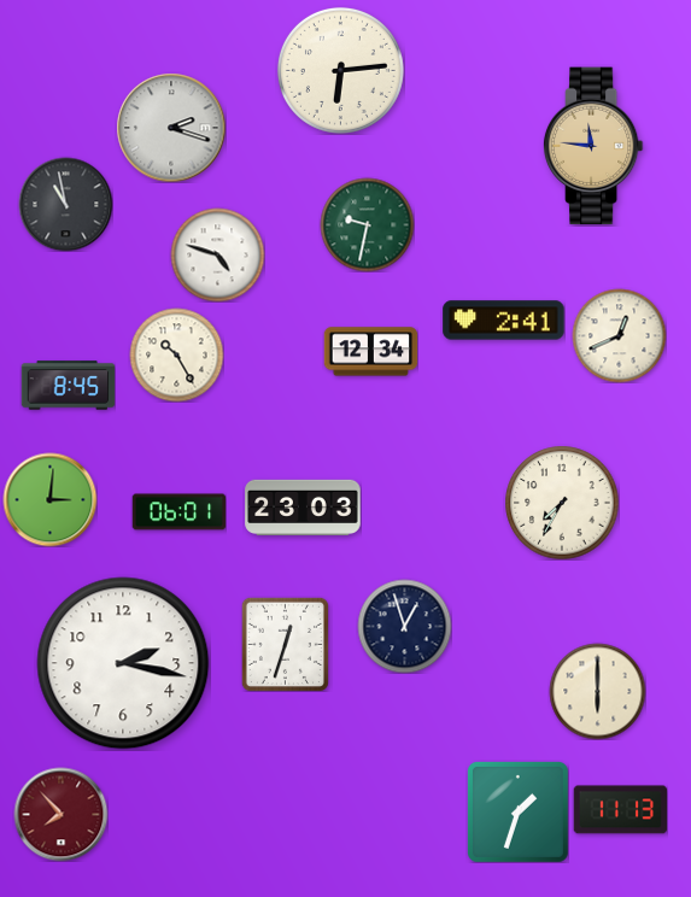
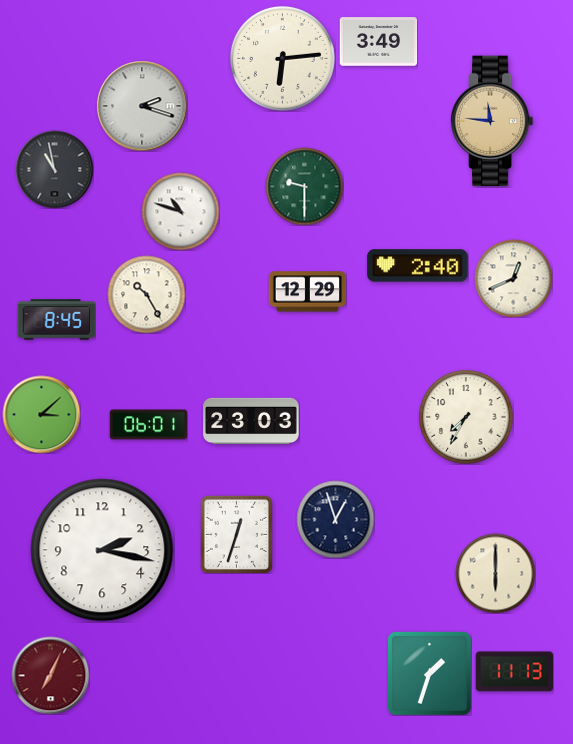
clock at (378, 42): none -> 3:49
clock at (367, 224): 9:32 -> 9:30
clock at (217, 254): 4:48 -> 10:48
clock at (504, 321): 2:41 -> 2:40
clock at (370, 352): 12:34 -> 12:29
clock at (49, 499): 3:01 -> 3:08
clock at (60, 814): 7:53 -> 7:04
